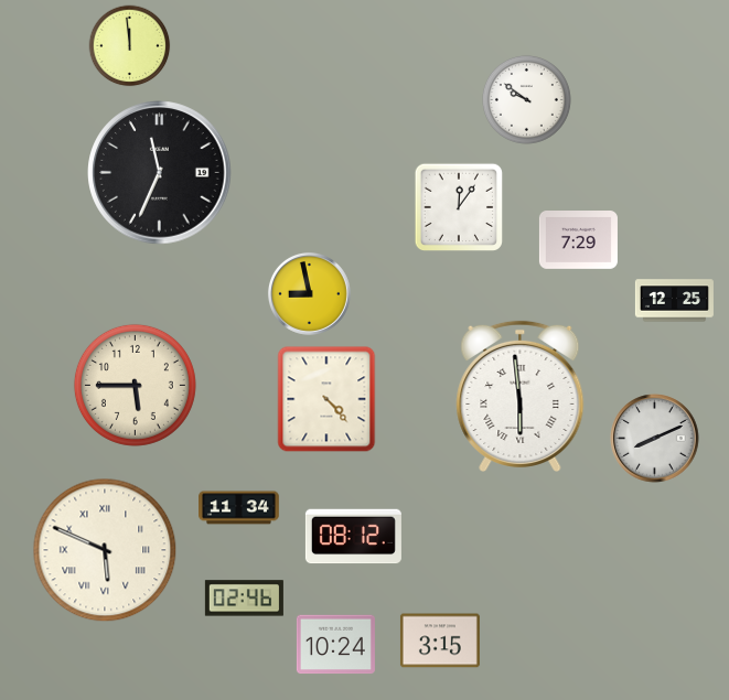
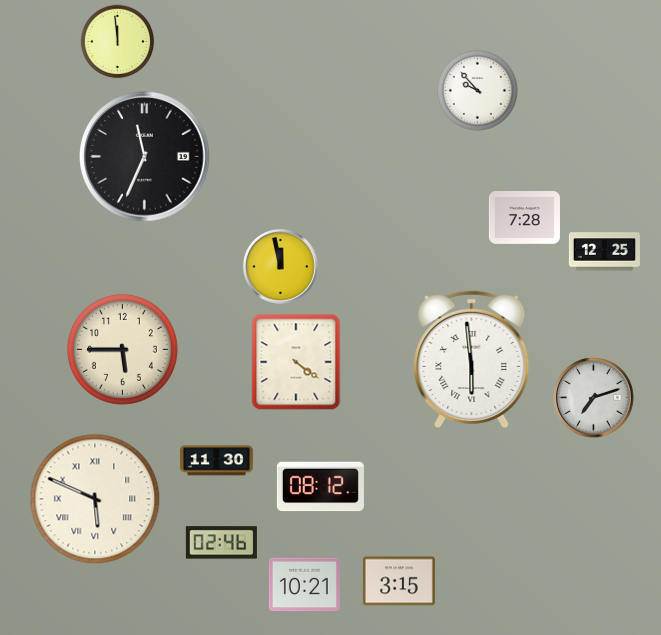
clock at (526, 99): 9:51 -> 9:53
clock at (458, 206): 12:06 -> none
clock at (578, 240): 7:29 -> 7:28
clock at (309, 293): 8:58 -> 11:58
clock at (674, 301) position: (674, 301) -> (604, 252)
clock at (326, 399): 4:23 -> 4:21
clock at (655, 439): 8:11 -> 7:12
clock at (239, 508): 11:34 -> 11:30
clock at (335, 645): 10:24 -> 10:21
